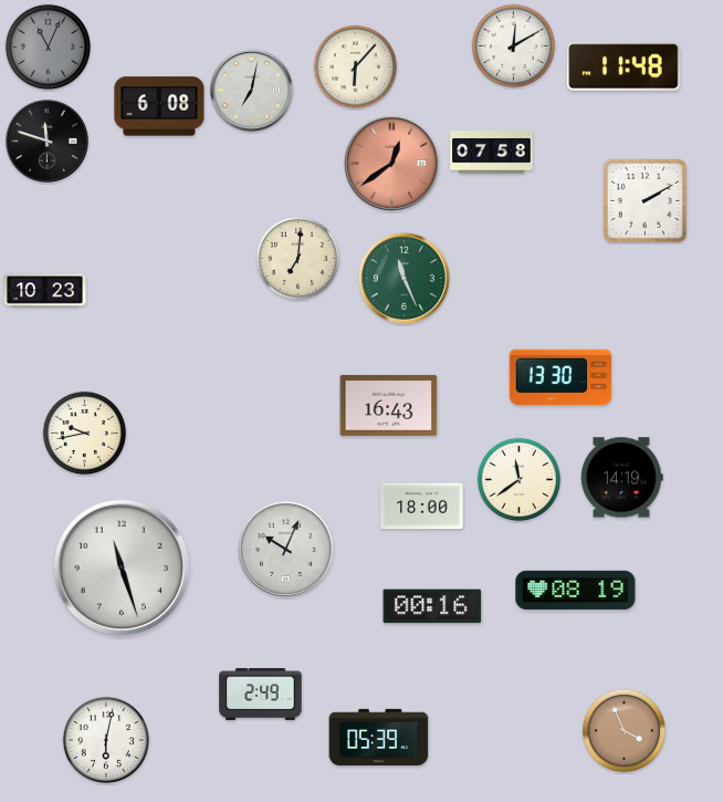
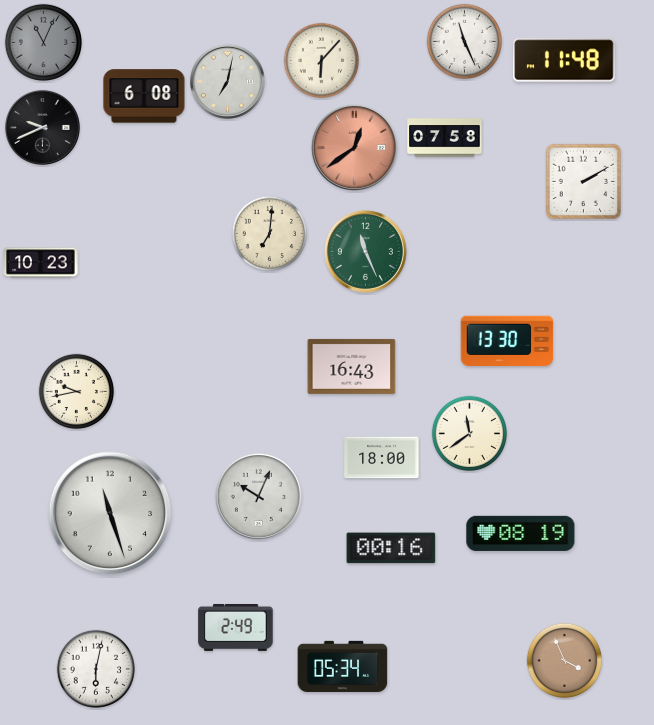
clock at (514, 46): 12:10 -> 11:26
clock at (46, 140): 11:48 -> 9:41
clock at (622, 478): 14:19 -> none
clock at (379, 737): 05:39 -> 05:34
